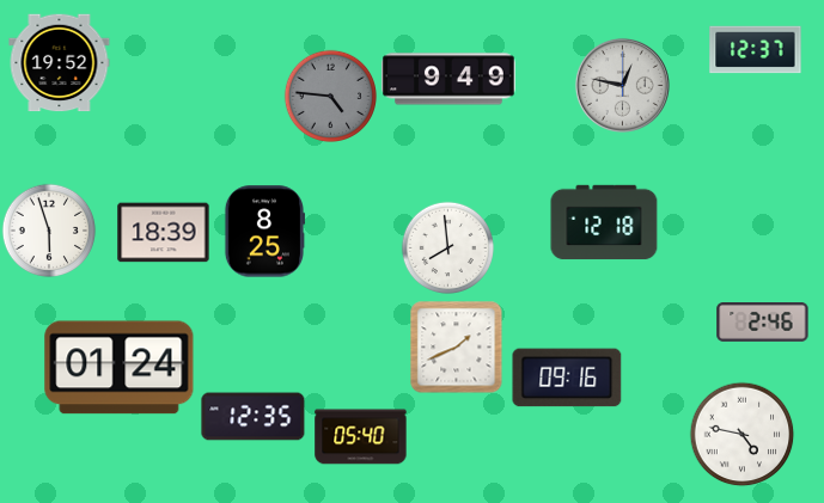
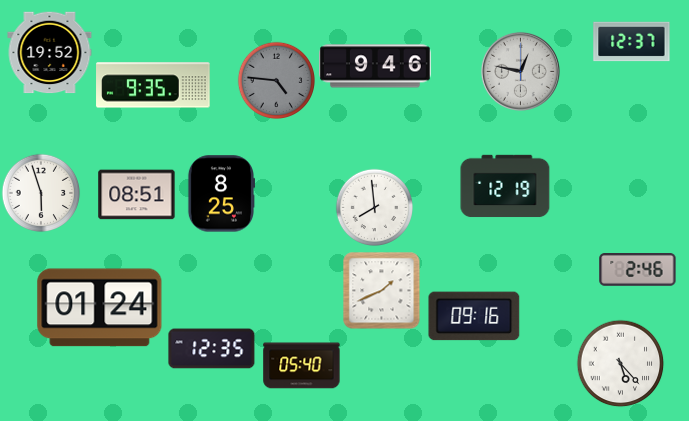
clock at (450, 79): 9:49 -> 9:46
clock at (153, 85): none -> 9:35
clock at (604, 222): 12:18 -> 12:19
clock at (164, 233): 18:39 -> 08:51
clock at (741, 434): 4:47 -> 5:23
